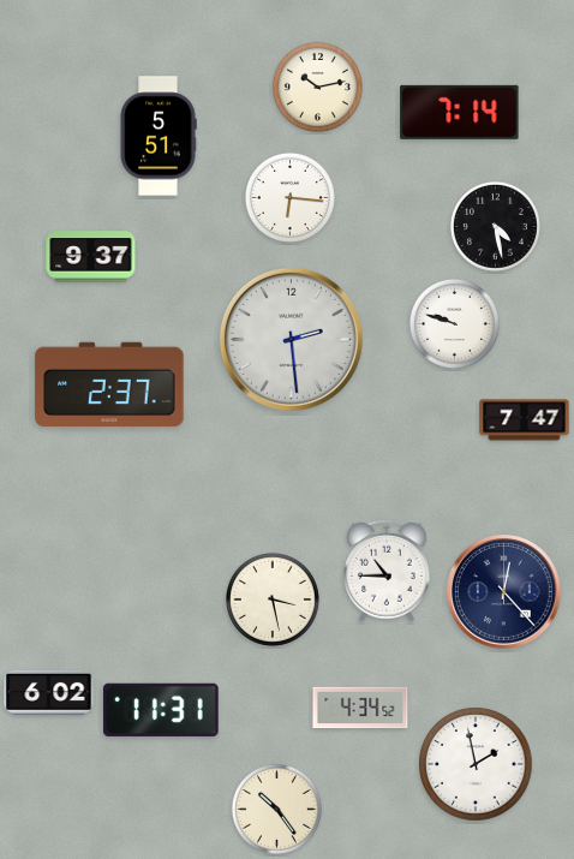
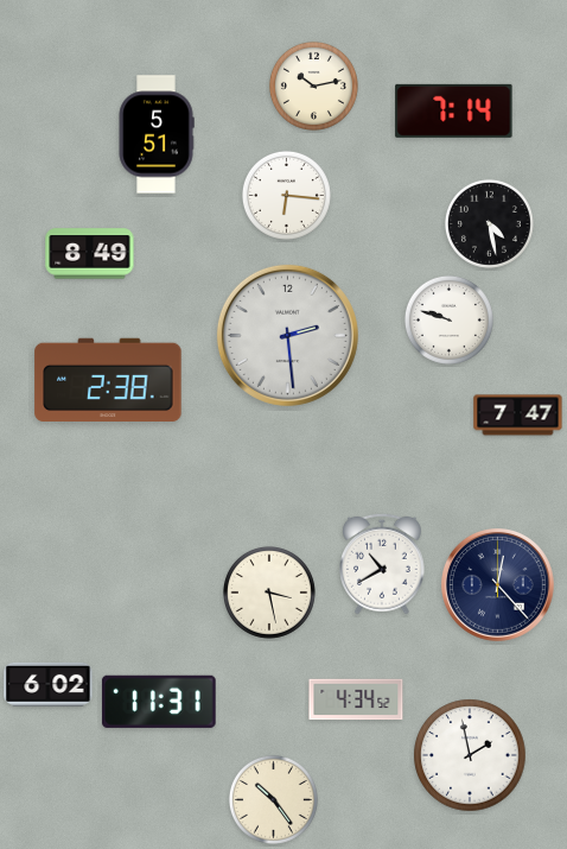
clock at (91, 257): 9:37 -> 8:49
clock at (109, 383): 2:37 -> 2:38
clock at (388, 571): 10:45 -> 10:40
